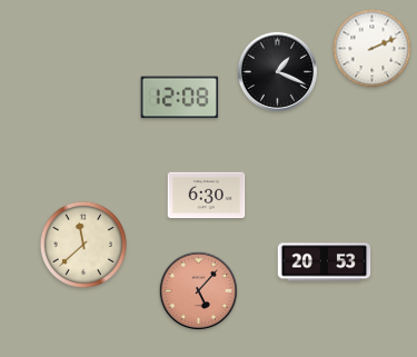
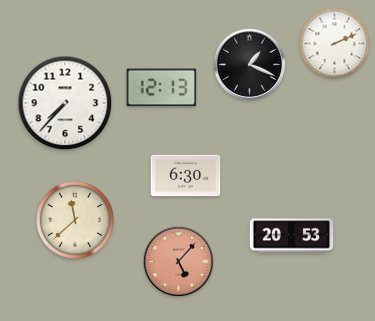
clock at (180, 98): 12:08 -> 12:13
clock at (65, 103): none -> 7:37
